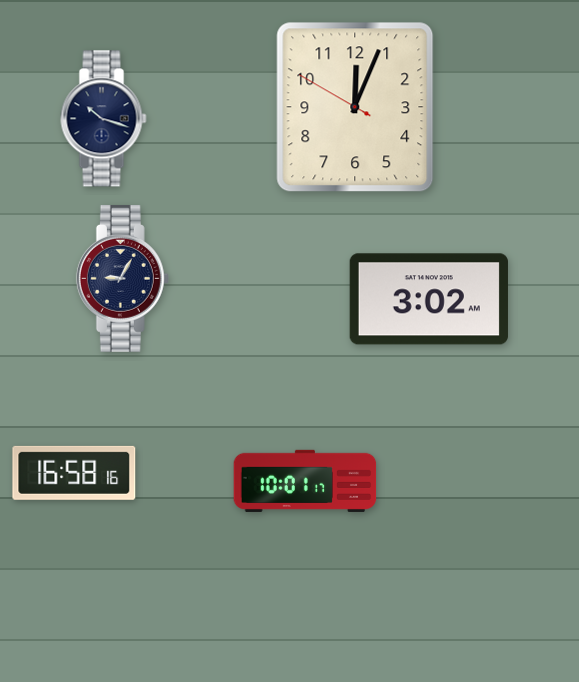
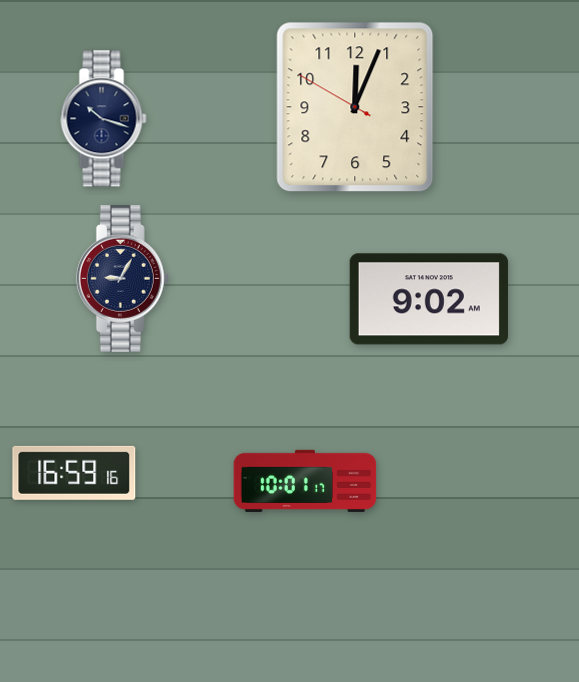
clock at (429, 299): 3:02 -> 9:02
clock at (74, 473): 16:58 -> 16:59
